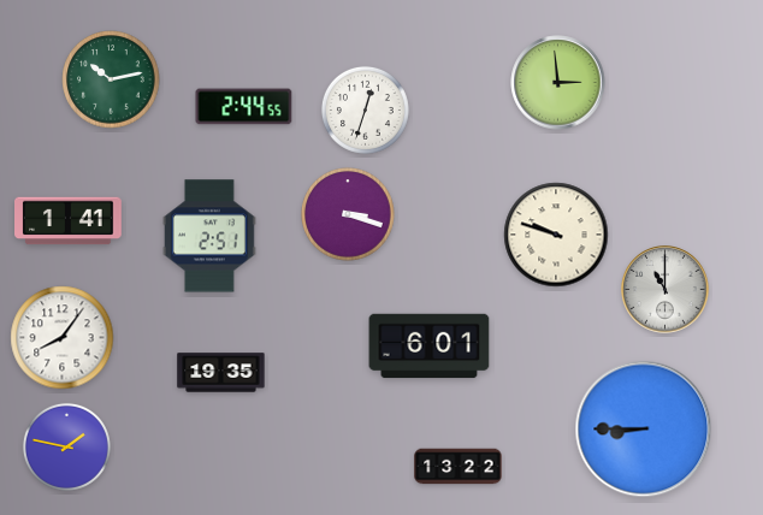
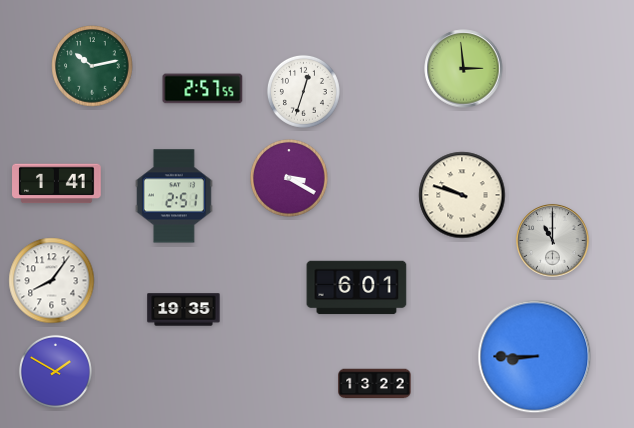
clock at (244, 107): 2:44 -> 2:57
clock at (348, 214): 3:18 -> 3:20
clock at (66, 446): 1:47 -> 1:50
clock at (459, 467) position: (459, 467) -> (375, 384)
